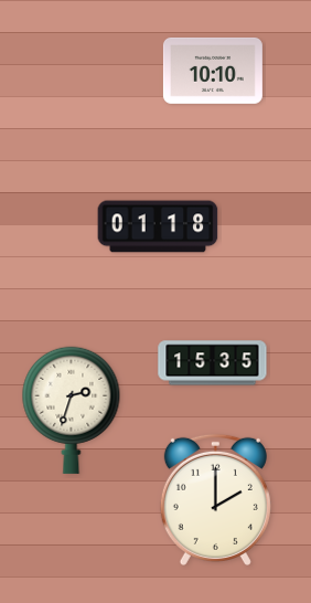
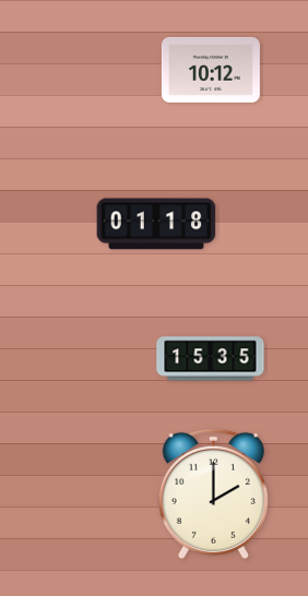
clock at (213, 71): 10:10 -> 10:12
clock at (72, 410): 2:33 -> none
